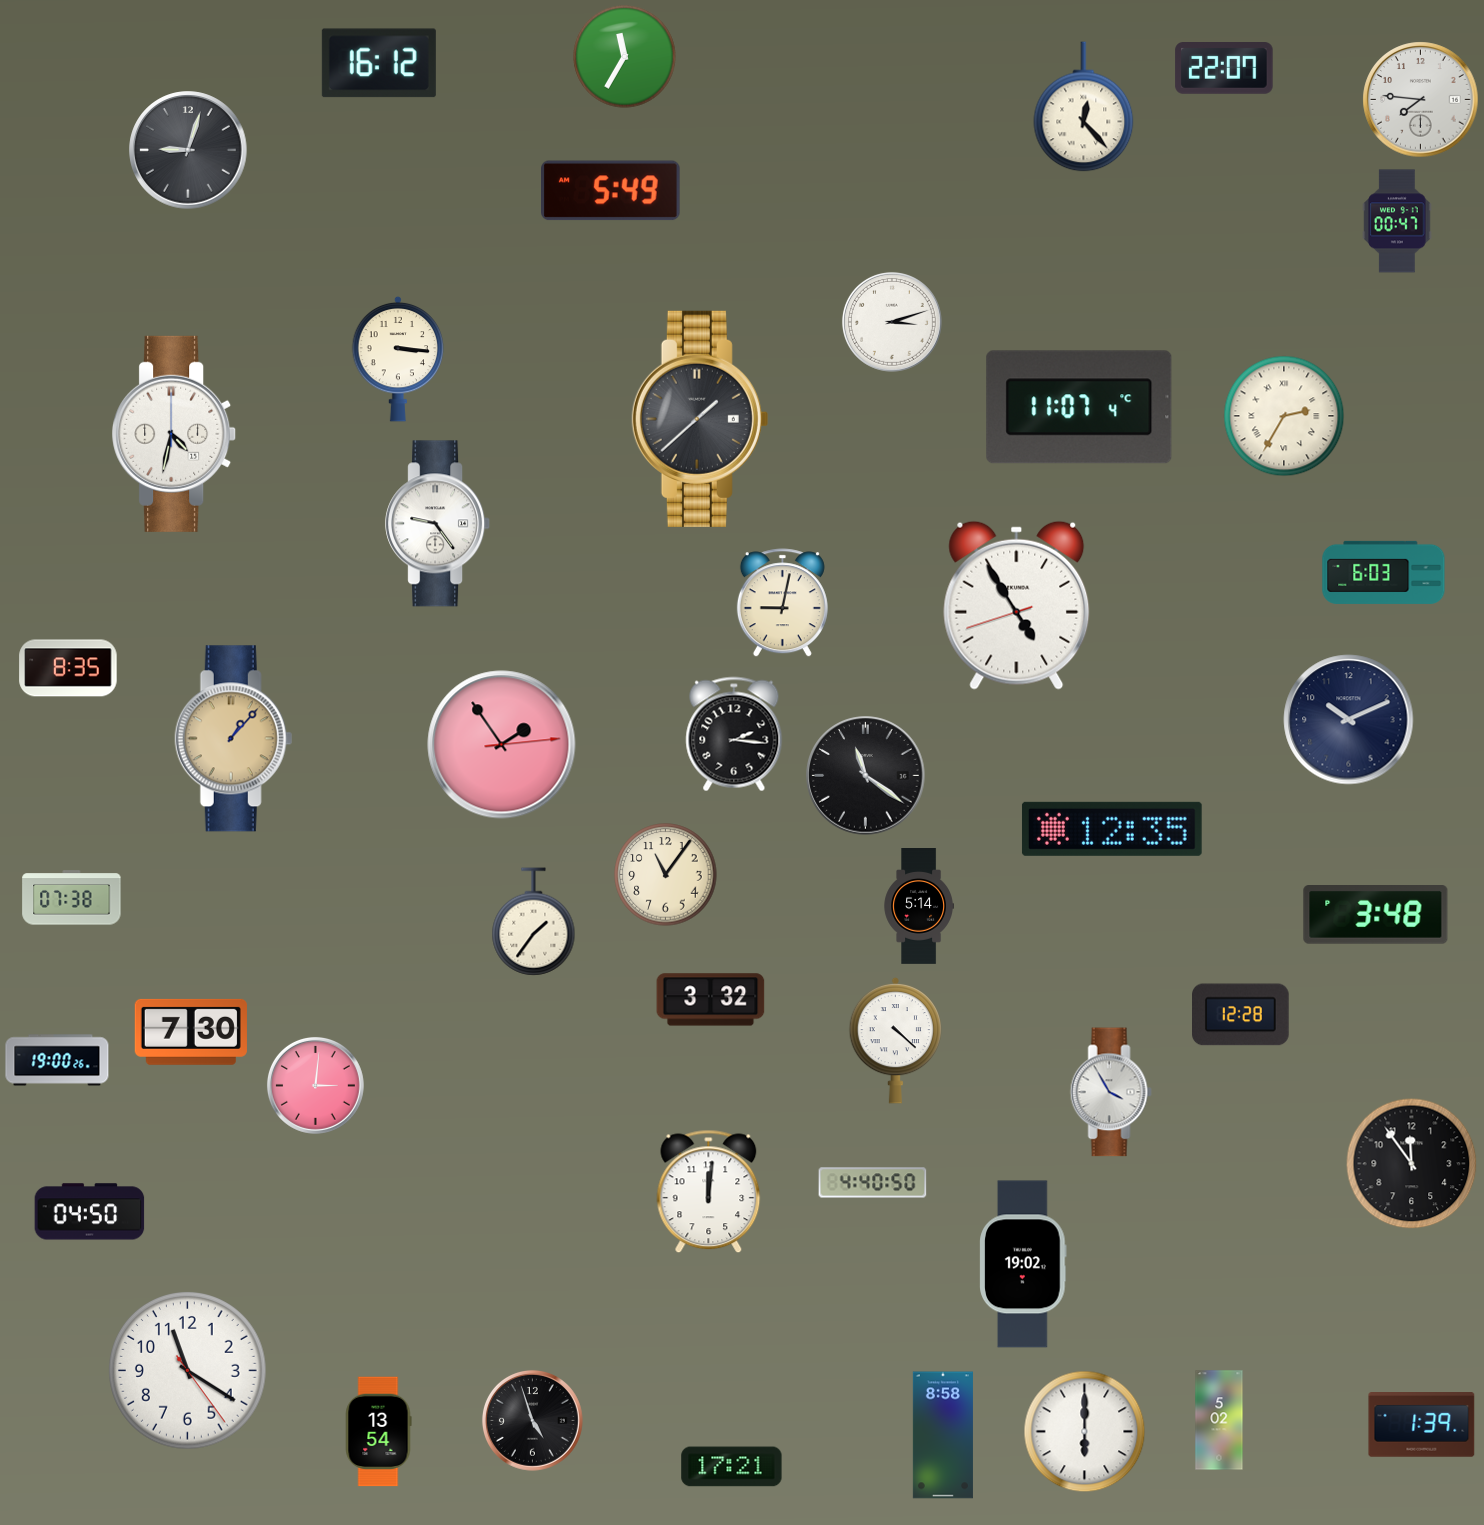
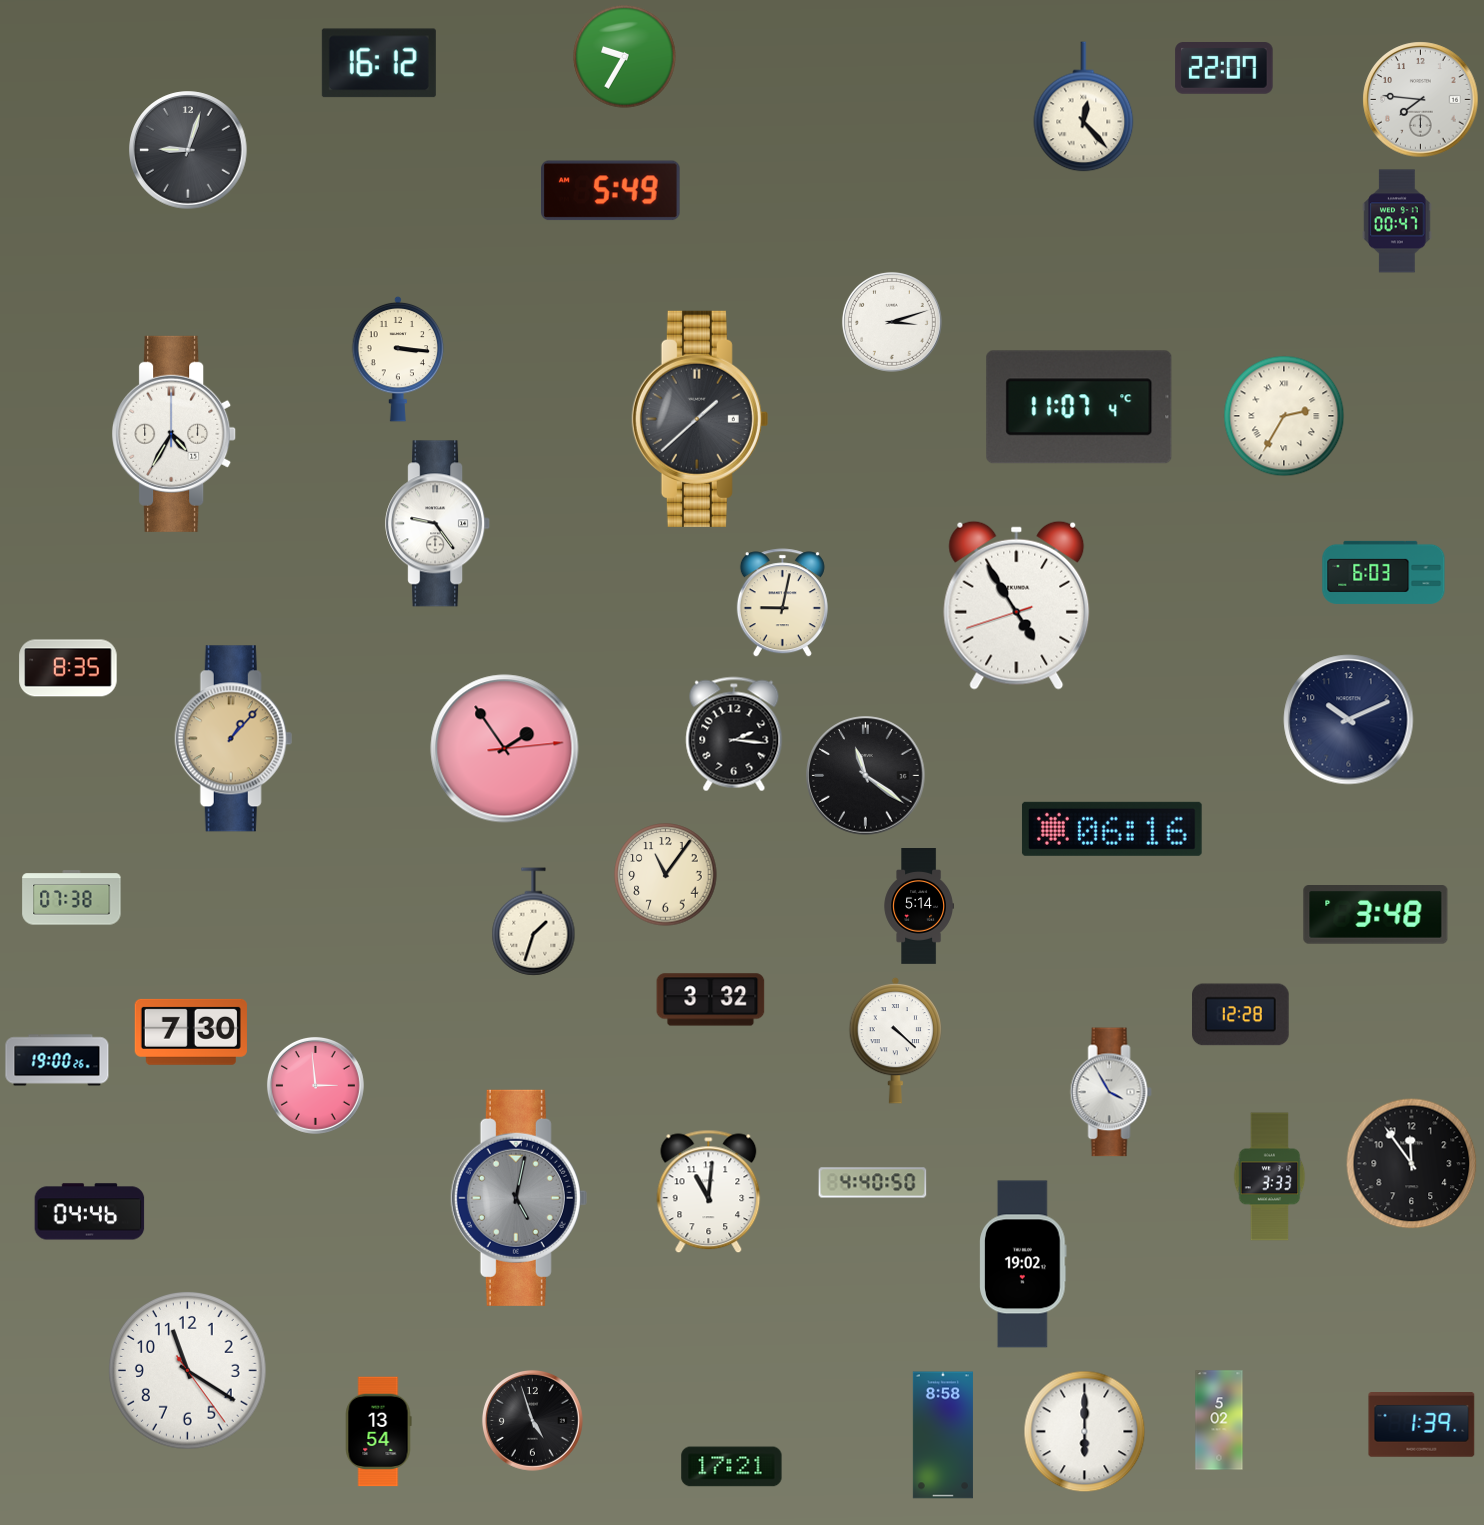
clock at (625, 57): 11:35 -> 9:35
clock at (175, 434): 4:32 -> 4:35
clock at (502, 745) position: (502, 745) -> (505, 749)
clock at (1112, 829): 12:35 -> 06:16
clock at (534, 922): 1:36 -> 1:33
clock at (315, 1085): 3:01 -> 2:59
clock at (1270, 1177): none -> 3:33
clock at (709, 1192): 12:01 -> 11:01
clock at (519, 1198): none -> 5:02
clock at (90, 1212): 04:50 -> 04:46
